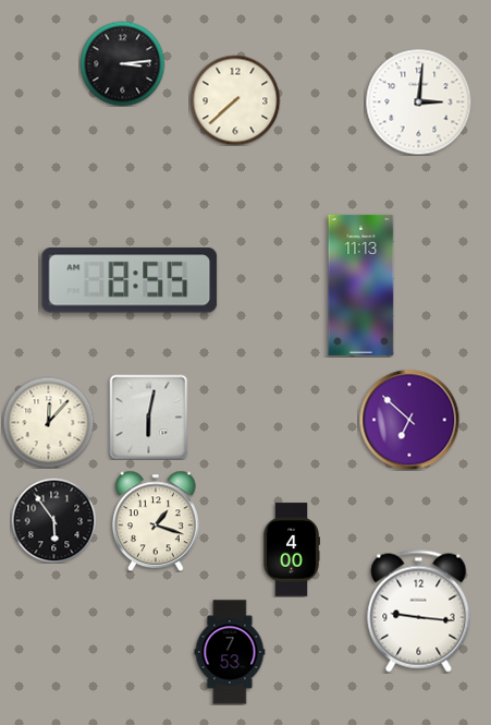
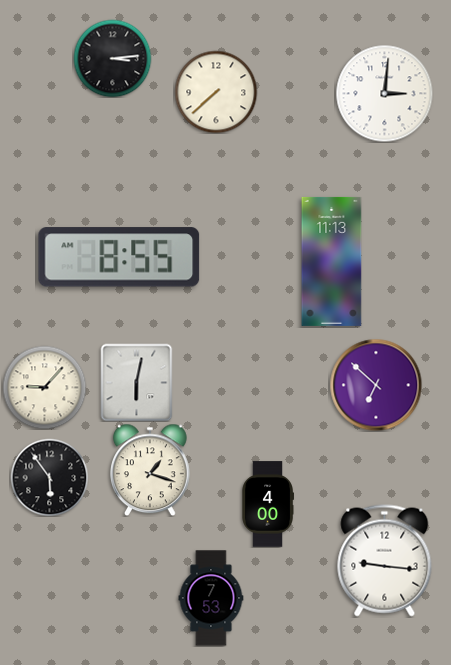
clock at (48, 422): 12:07 -> 9:07
clock at (157, 521) position: (157, 521) -> (151, 470)
